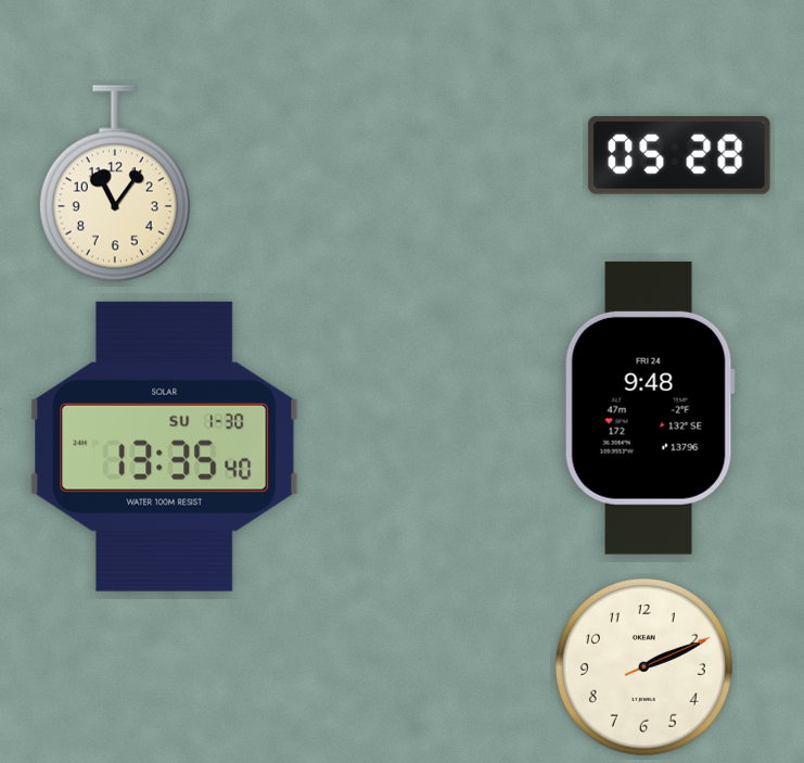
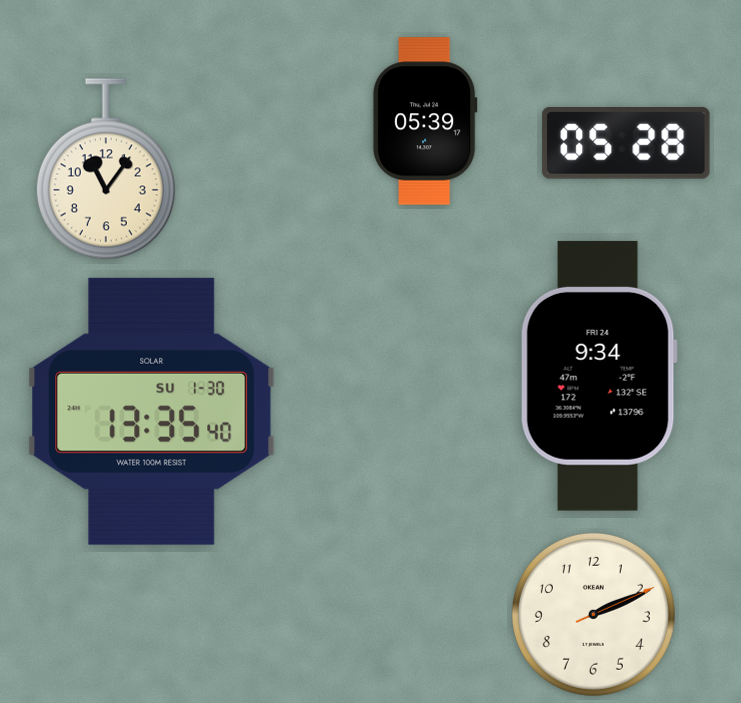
clock at (425, 121): none -> 05:39
clock at (650, 408): 9:48 -> 9:34
